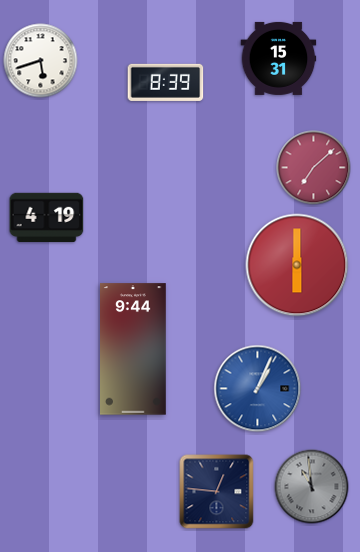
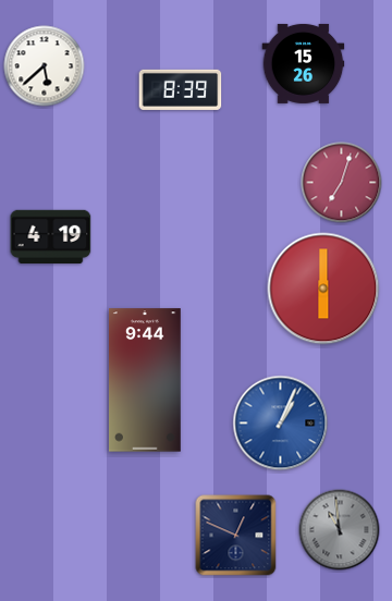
clock at (279, 58): 15:31 -> 15:26
clock at (41, 61): 5:42 -> 5:38
clock at (314, 168): 7:08 -> 7:03
clock at (217, 492): 12:46 -> 12:49
